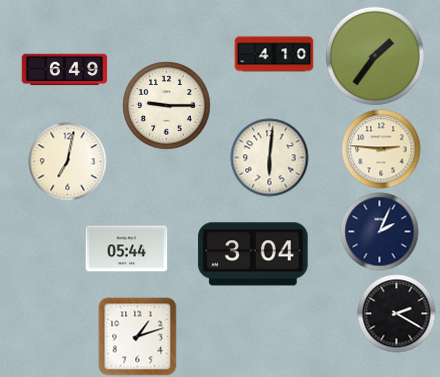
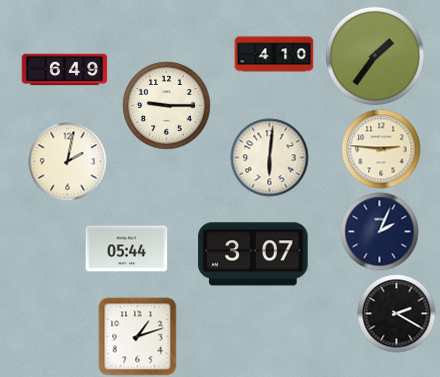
clock at (67, 161): 7:02 -> 2:02
clock at (253, 254): 3:04 -> 3:07
